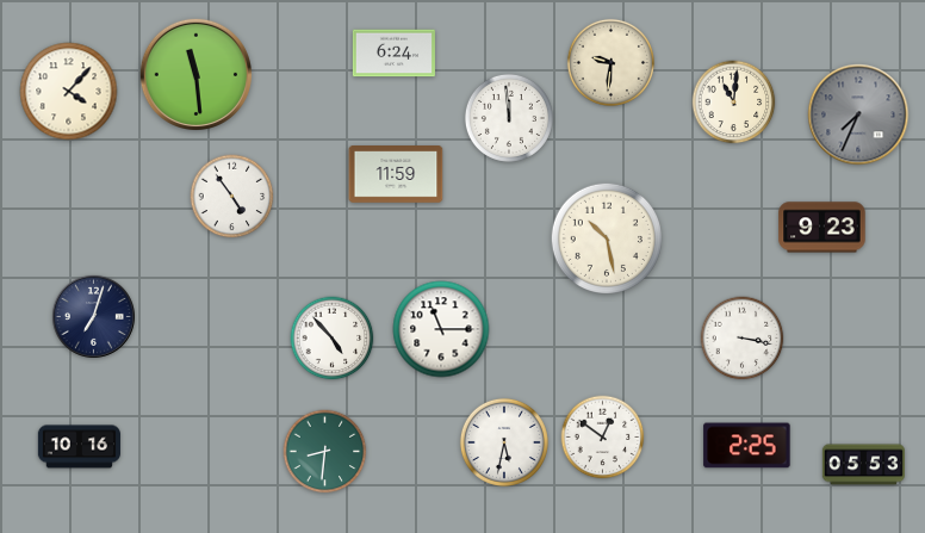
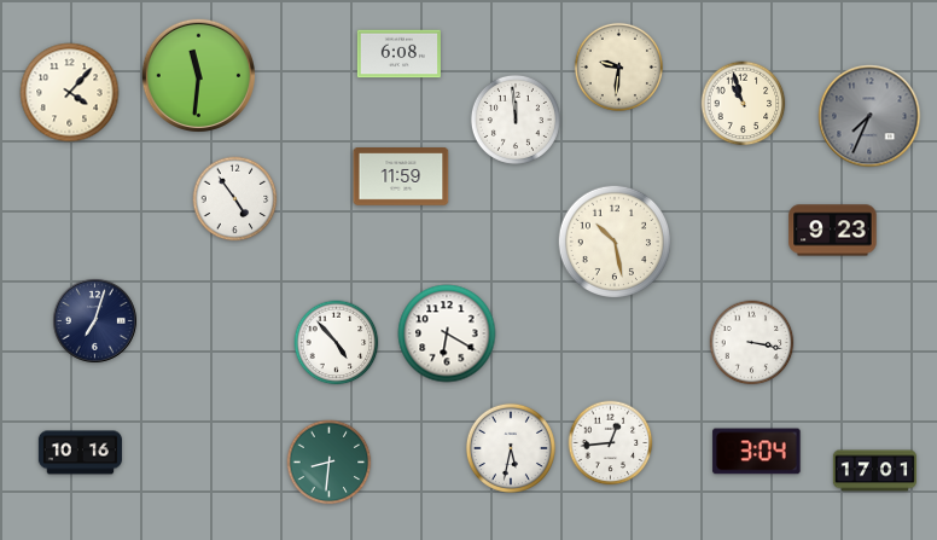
clock at (393, 54): 6:24 -> 6:08
clock at (610, 62) position: (610, 62) -> (618, 66)
clock at (195, 74): 11:29 -> 11:31
clock at (734, 103): 11:01 -> 10:57
clock at (441, 329): 11:15 -> 6:20
clock at (603, 438): 12:51 -> 12:44
clock at (747, 446): 2:25 -> 3:04
clock at (325, 452) position: (325, 452) -> (330, 463)
clock at (863, 465): 05:53 -> 17:01
